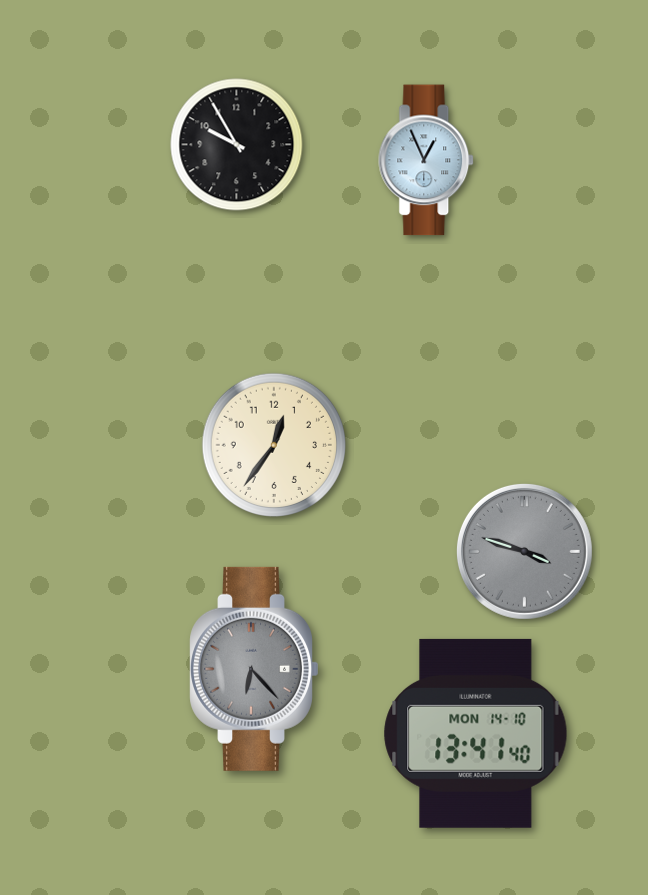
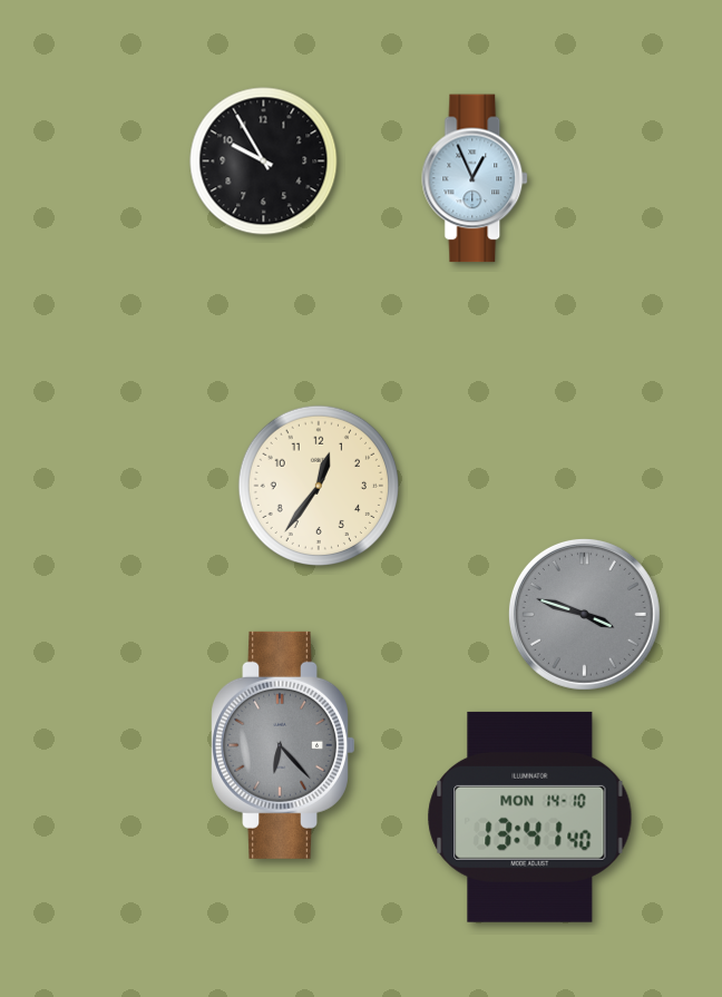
clock at (273, 444) position: (273, 444) -> (318, 485)
